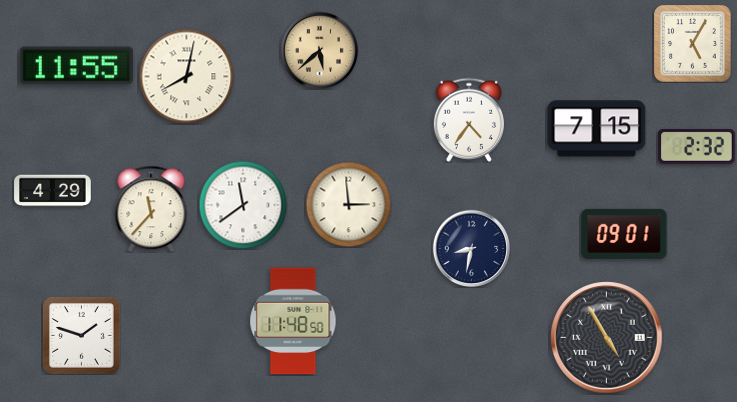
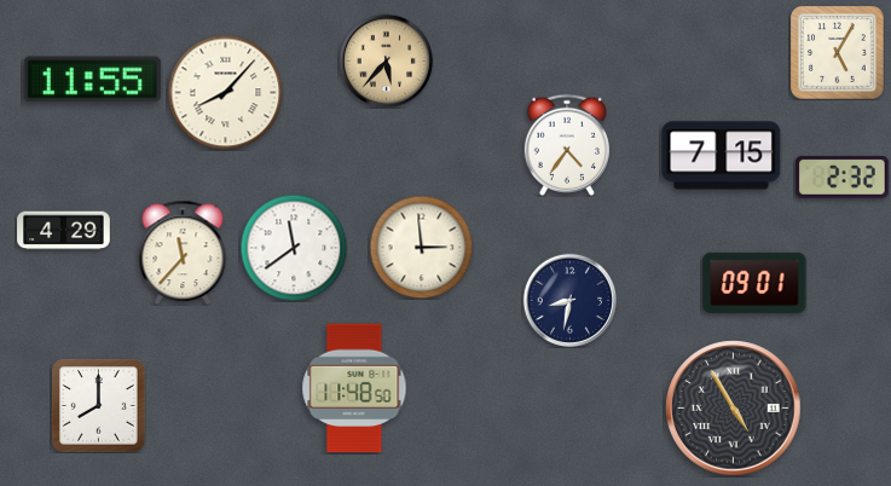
clock at (319, 50): 5:38 -> 5:37
clock at (186, 76): 8:02 -> 8:07
clock at (82, 336): 1:48 -> 8:00
